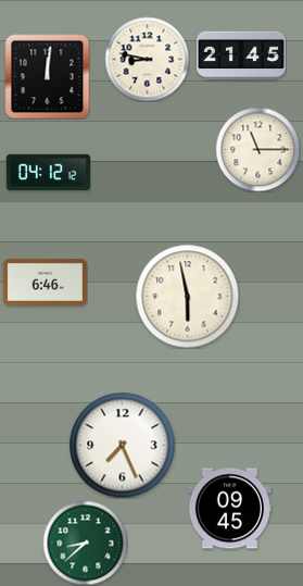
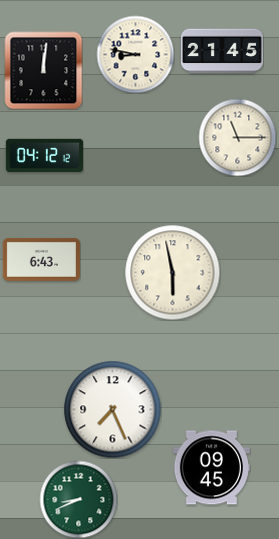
clock at (48, 173) position: (48, 173) -> (44, 156)
clock at (45, 282): 6:46 -> 6:43
clock at (85, 543): 8:38 -> 8:41
